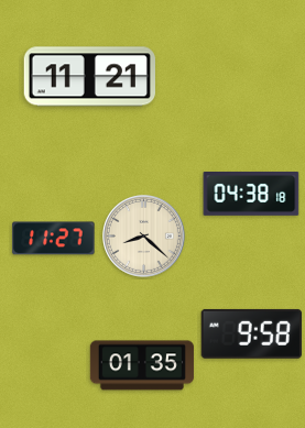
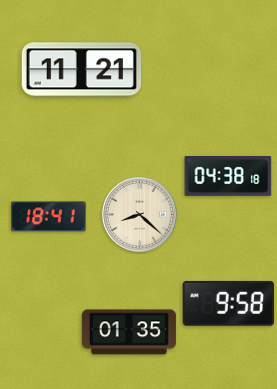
clock at (144, 237) position: (144, 237) -> (140, 215)
clock at (54, 239): 11:27 -> 18:41
